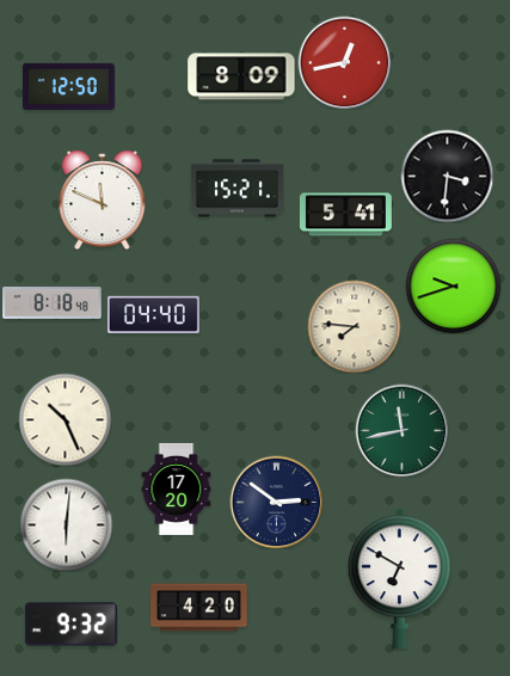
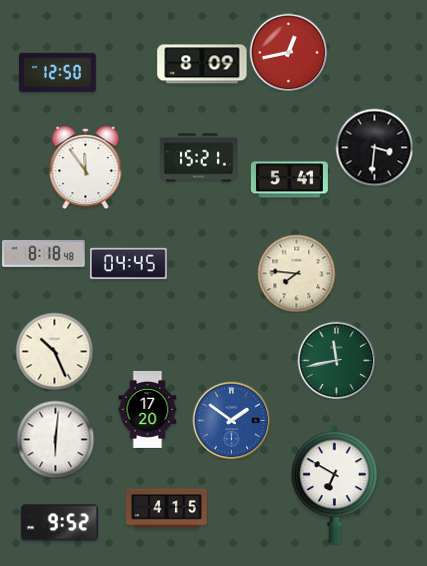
clock at (103, 201): 11:49 -> 11:54
clock at (453, 285): 9:42 -> none
clock at (153, 315): 04:40 -> 04:45
clock at (276, 502): 2:51 -> 1:51
clock at (276, 502) dial: navy -> blue
clock at (199, 608): 4:20 -> 4:15
clock at (70, 625): 9:32 -> 9:52
